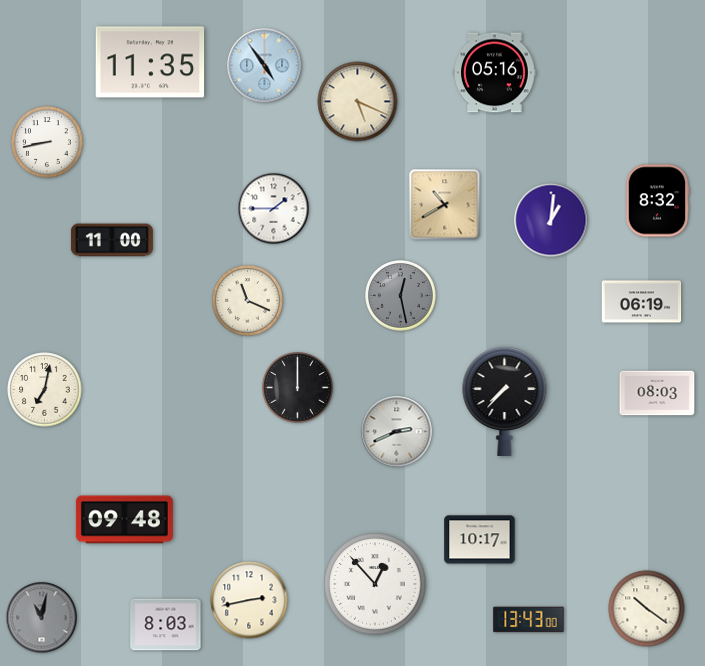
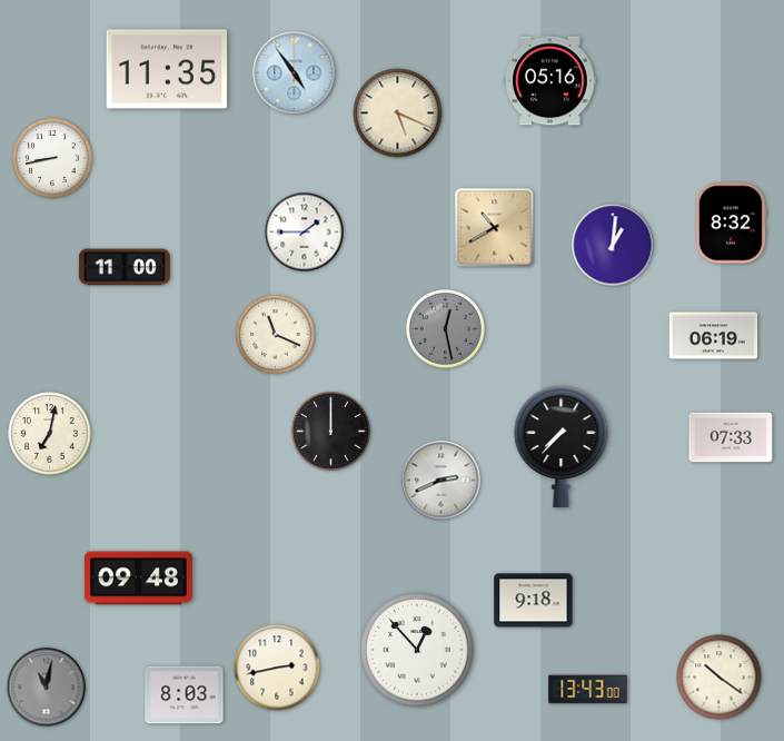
clock at (657, 393): 08:03 -> 07:33
clock at (480, 540): 10:17 -> 9:18
